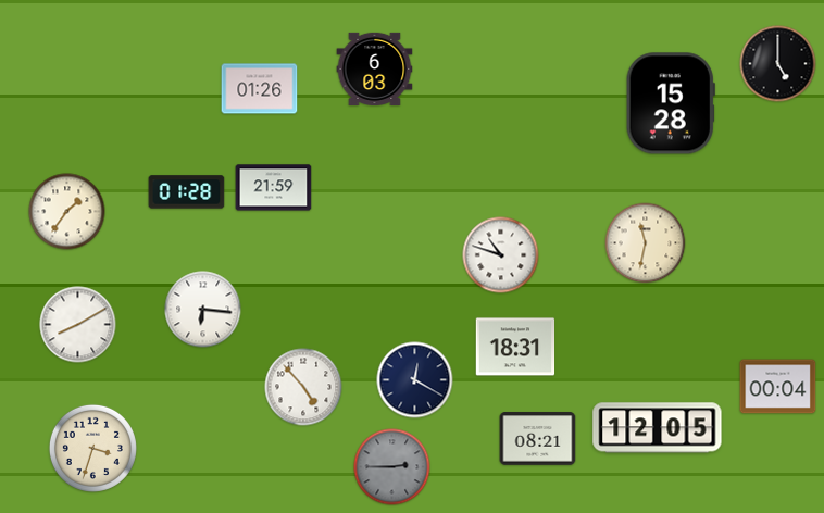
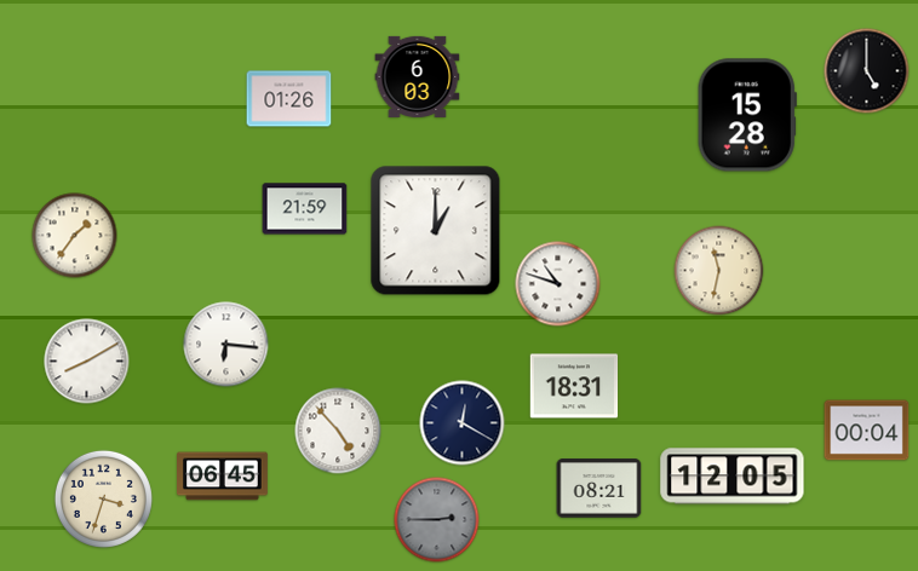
clock at (187, 192): 01:28 -> none
clock at (436, 231): none -> 1:00
clock at (223, 477): none -> 06:45
